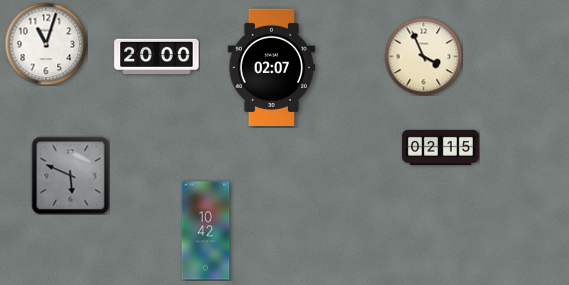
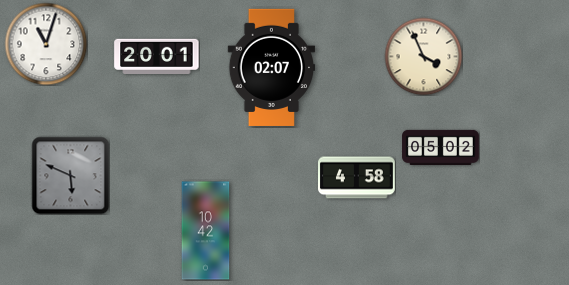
clock at (157, 56): 20:00 -> 20:01
clock at (441, 147): 02:15 -> 05:02
clock at (357, 178): none -> 4:58
